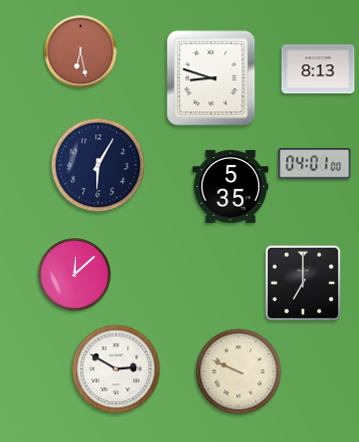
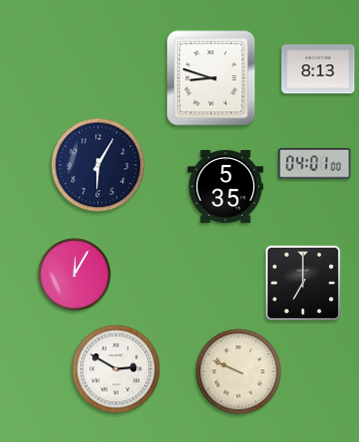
clock at (81, 52): 6:28 -> none
clock at (231, 187) position: (231, 187) -> (226, 187)
clock at (75, 275): 12:08 -> 12:05
